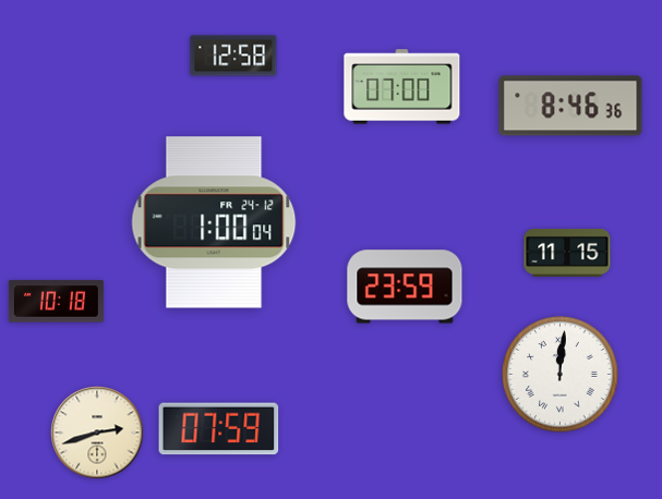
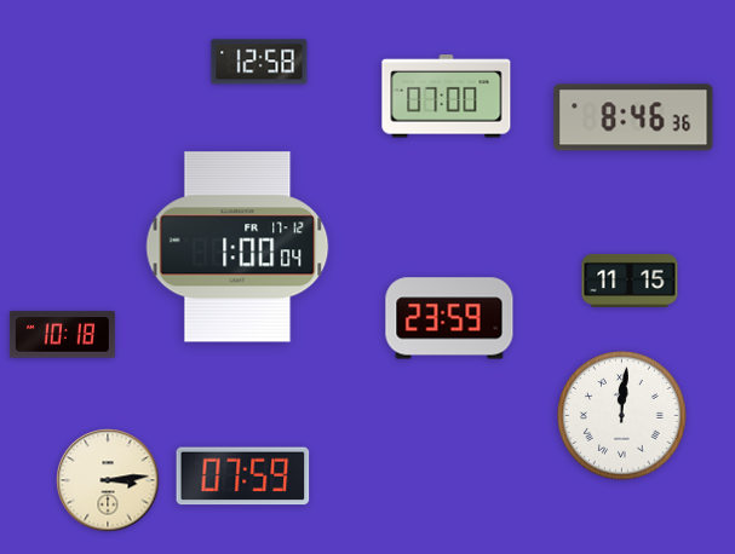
clock at (214, 222) date: FR 24-12 -> FR 17-12
clock at (97, 433): 2:42 -> 3:14
